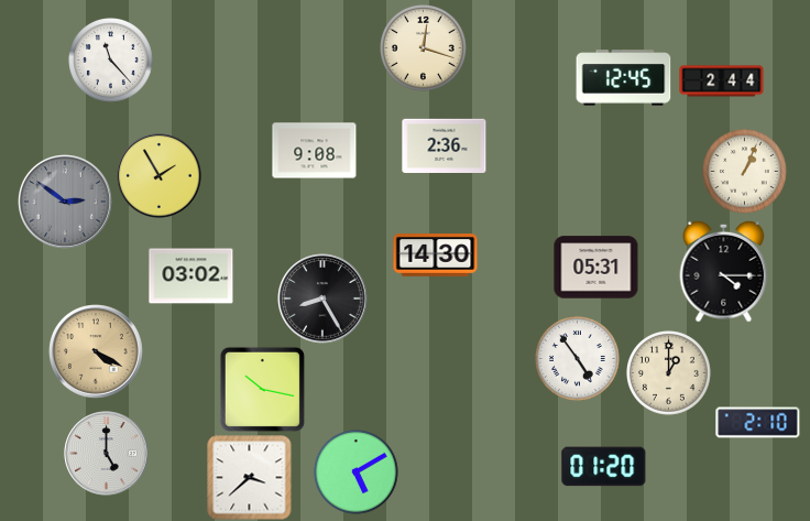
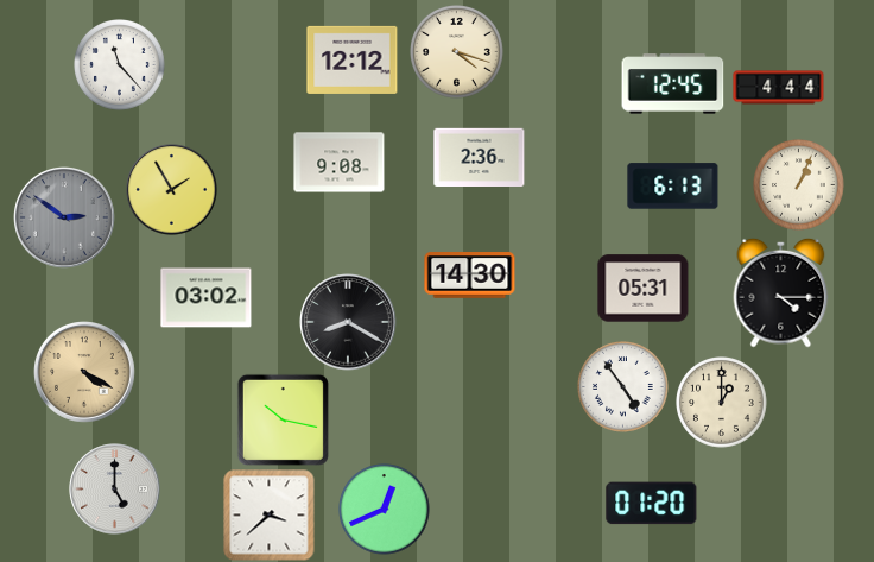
clock at (424, 48): 12:18 -> 4:18
clock at (353, 59): none -> 12:12
clock at (722, 82): 2:44 -> 4:44
clock at (745, 172) position: (745, 172) -> (799, 185)
clock at (673, 187): none -> 6:13
clock at (66, 203) position: (66, 203) -> (65, 219)
clock at (322, 299): 8:25 -> 8:20
clock at (97, 352) position: (97, 352) -> (85, 373)
clock at (758, 423): 2:10 -> none
clock at (357, 473): 5:10 -> 12:41
